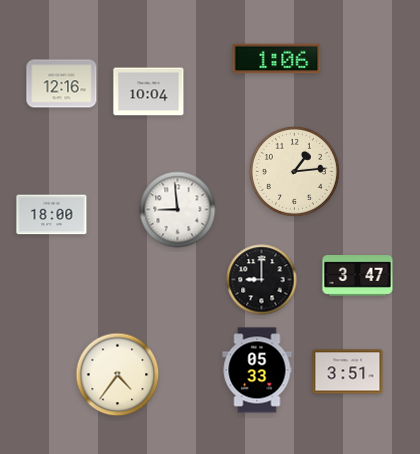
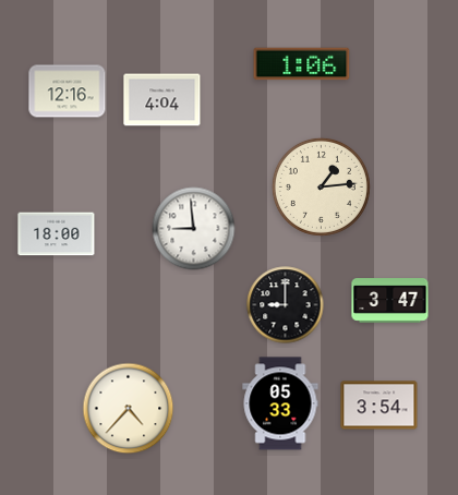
clock at (149, 92): 10:04 -> 4:04
clock at (348, 372): 3:51 -> 3:54
clock at (118, 375): 4:36 -> 4:37
